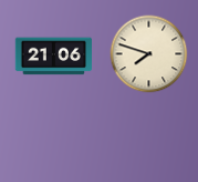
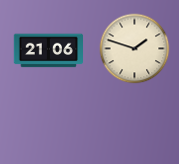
clock at (149, 54): 7:48 -> 1:48
